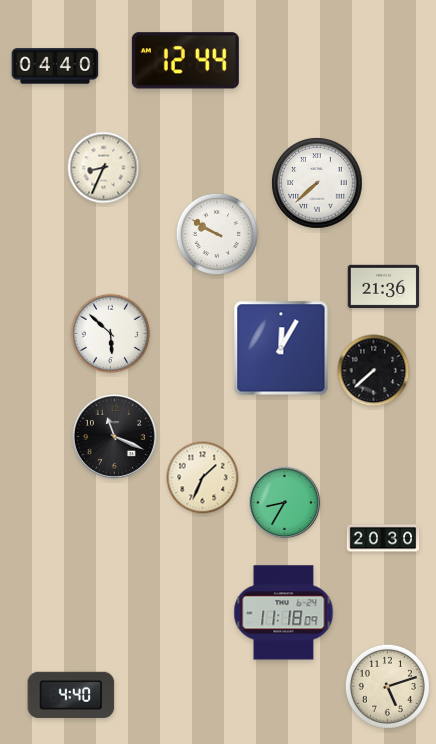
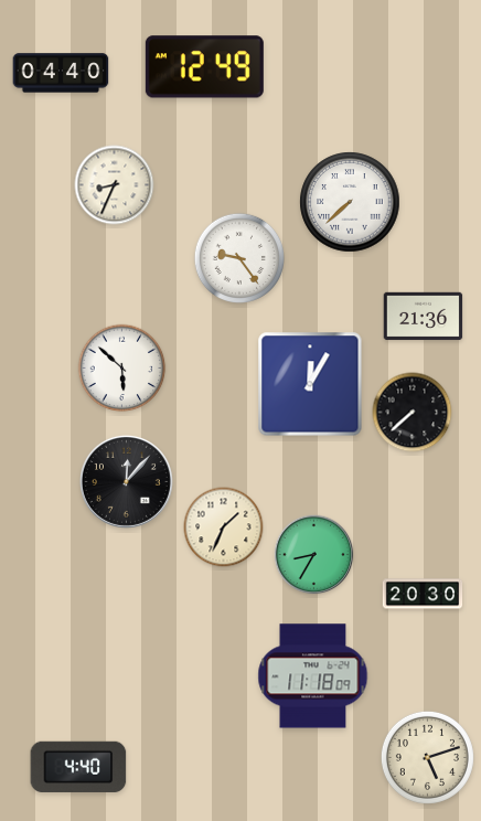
clock at (185, 61): 12:44 -> 12:49
clock at (216, 233): 9:50 -> 9:24
clock at (374, 371) position: (374, 371) -> (413, 413)
clock at (114, 436): 11:19 -> 12:07
